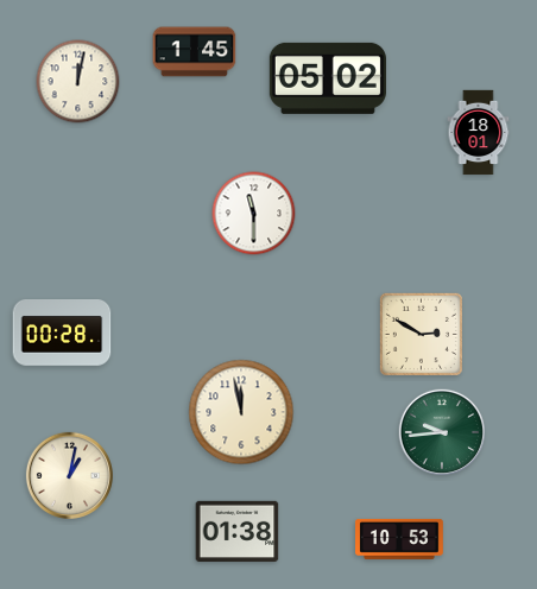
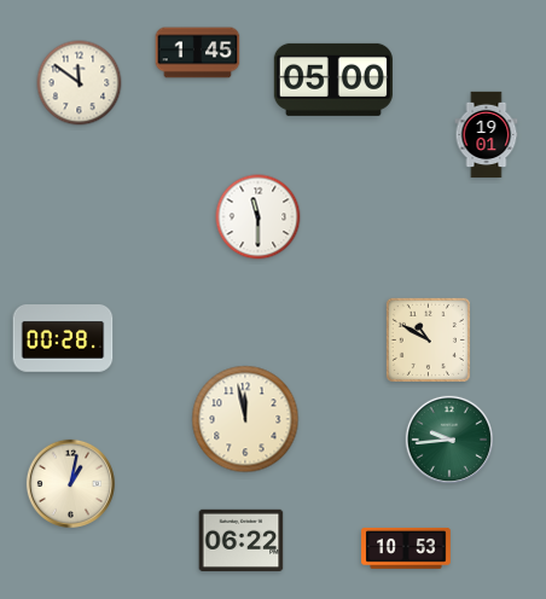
clock at (328, 78): 05:02 -> 05:00
clock at (78, 82): 12:02 -> 11:51
clock at (479, 133): 18:01 -> 19:01
clock at (421, 334): 2:50 -> 10:50
clock at (238, 532): 01:38 -> 06:22
